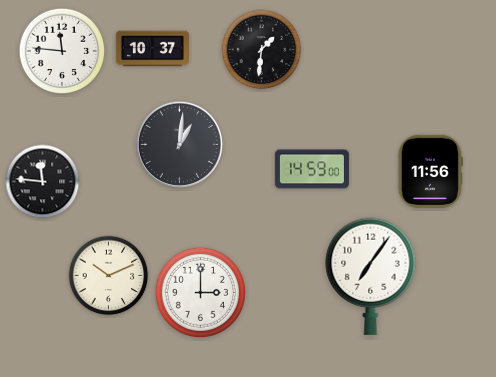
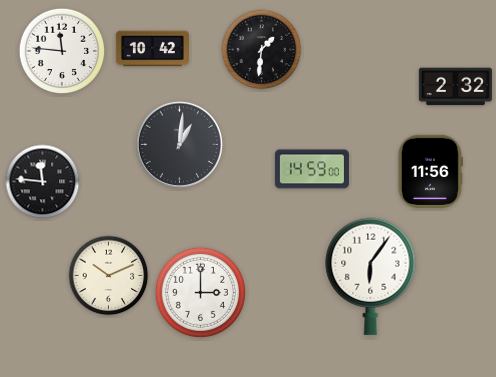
clock at (152, 49): 10:37 -> 10:42
clock at (455, 87): none -> 2:32
clock at (371, 276): 7:06 -> 6:06
